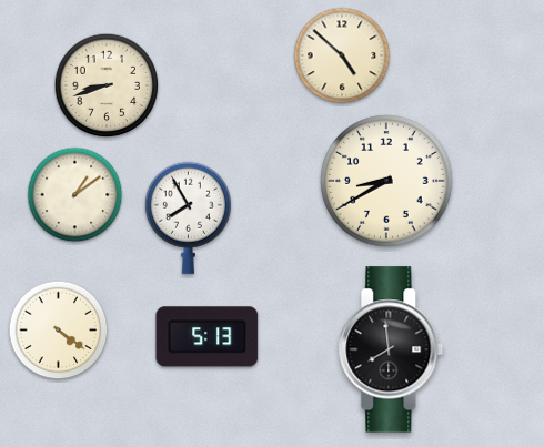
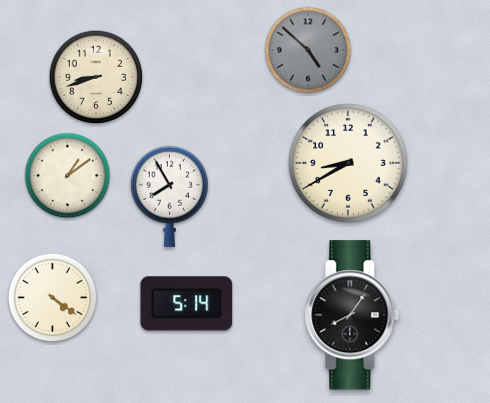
clock at (342, 55) dial: cream -> grey
clock at (208, 337): 5:13 -> 5:14
clock at (391, 349): 7:59 -> 8:06
